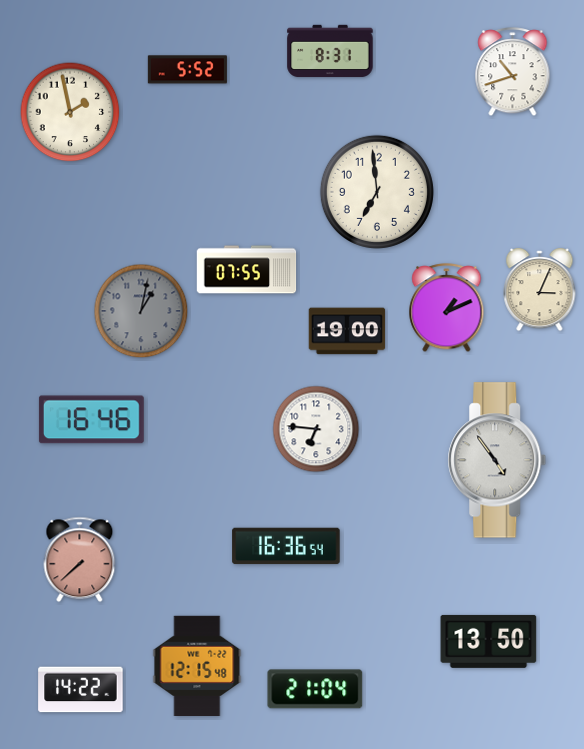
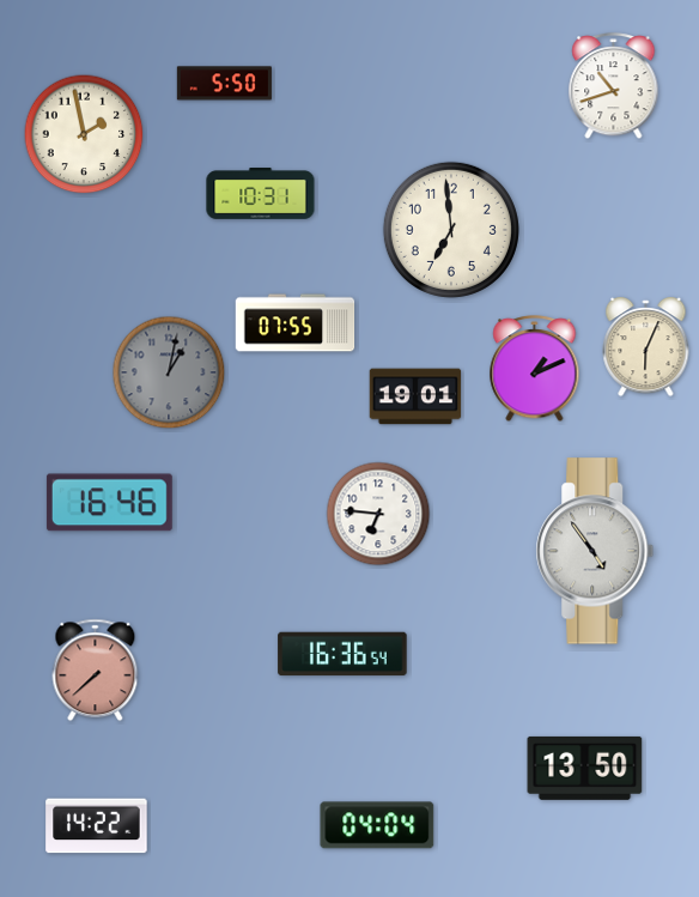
clock at (330, 51): 8:31 -> none
clock at (187, 70): 5:52 -> 5:50
clock at (261, 194): none -> 10:31
clock at (540, 291): 3:04 -> 6:04
clock at (347, 331): 19:00 -> 19:01
clock at (197, 665): 12:15 -> none
clock at (315, 689): 21:04 -> 04:04
